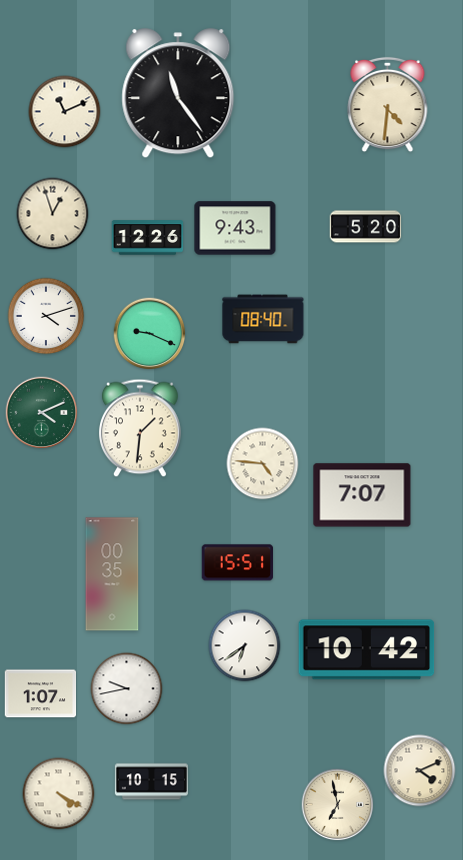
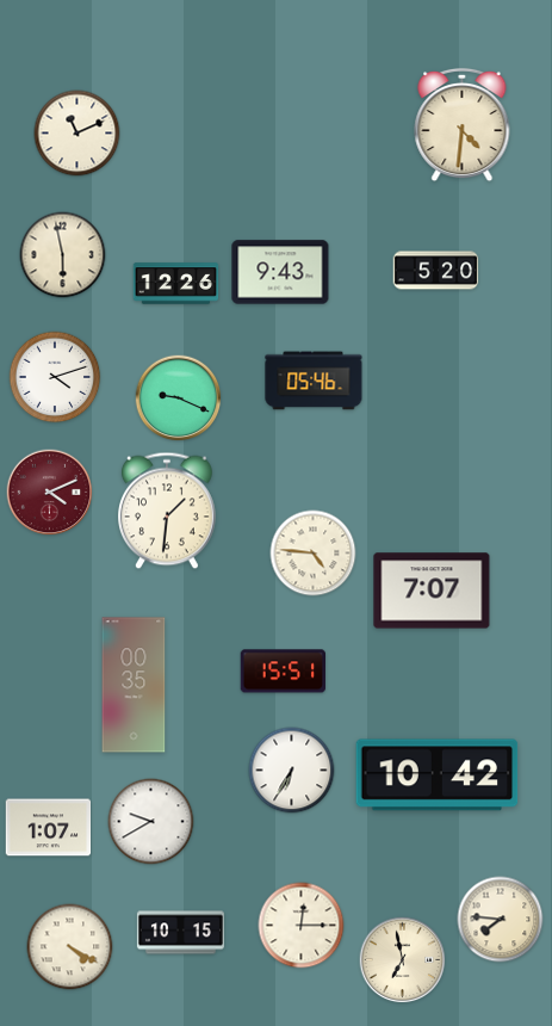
clock at (178, 94): 11:24 -> none
clock at (53, 214): 12:57 -> 5:58
clock at (263, 319): 08:40 -> 05:46
clock at (42, 413) dial: green -> burgundy
clock at (245, 646): 6:39 -> 6:35
clock at (127, 689): 9:43 -> 9:40
clock at (420, 771): 4:11 -> 7:46
clock at (302, 926): none -> 12:15
